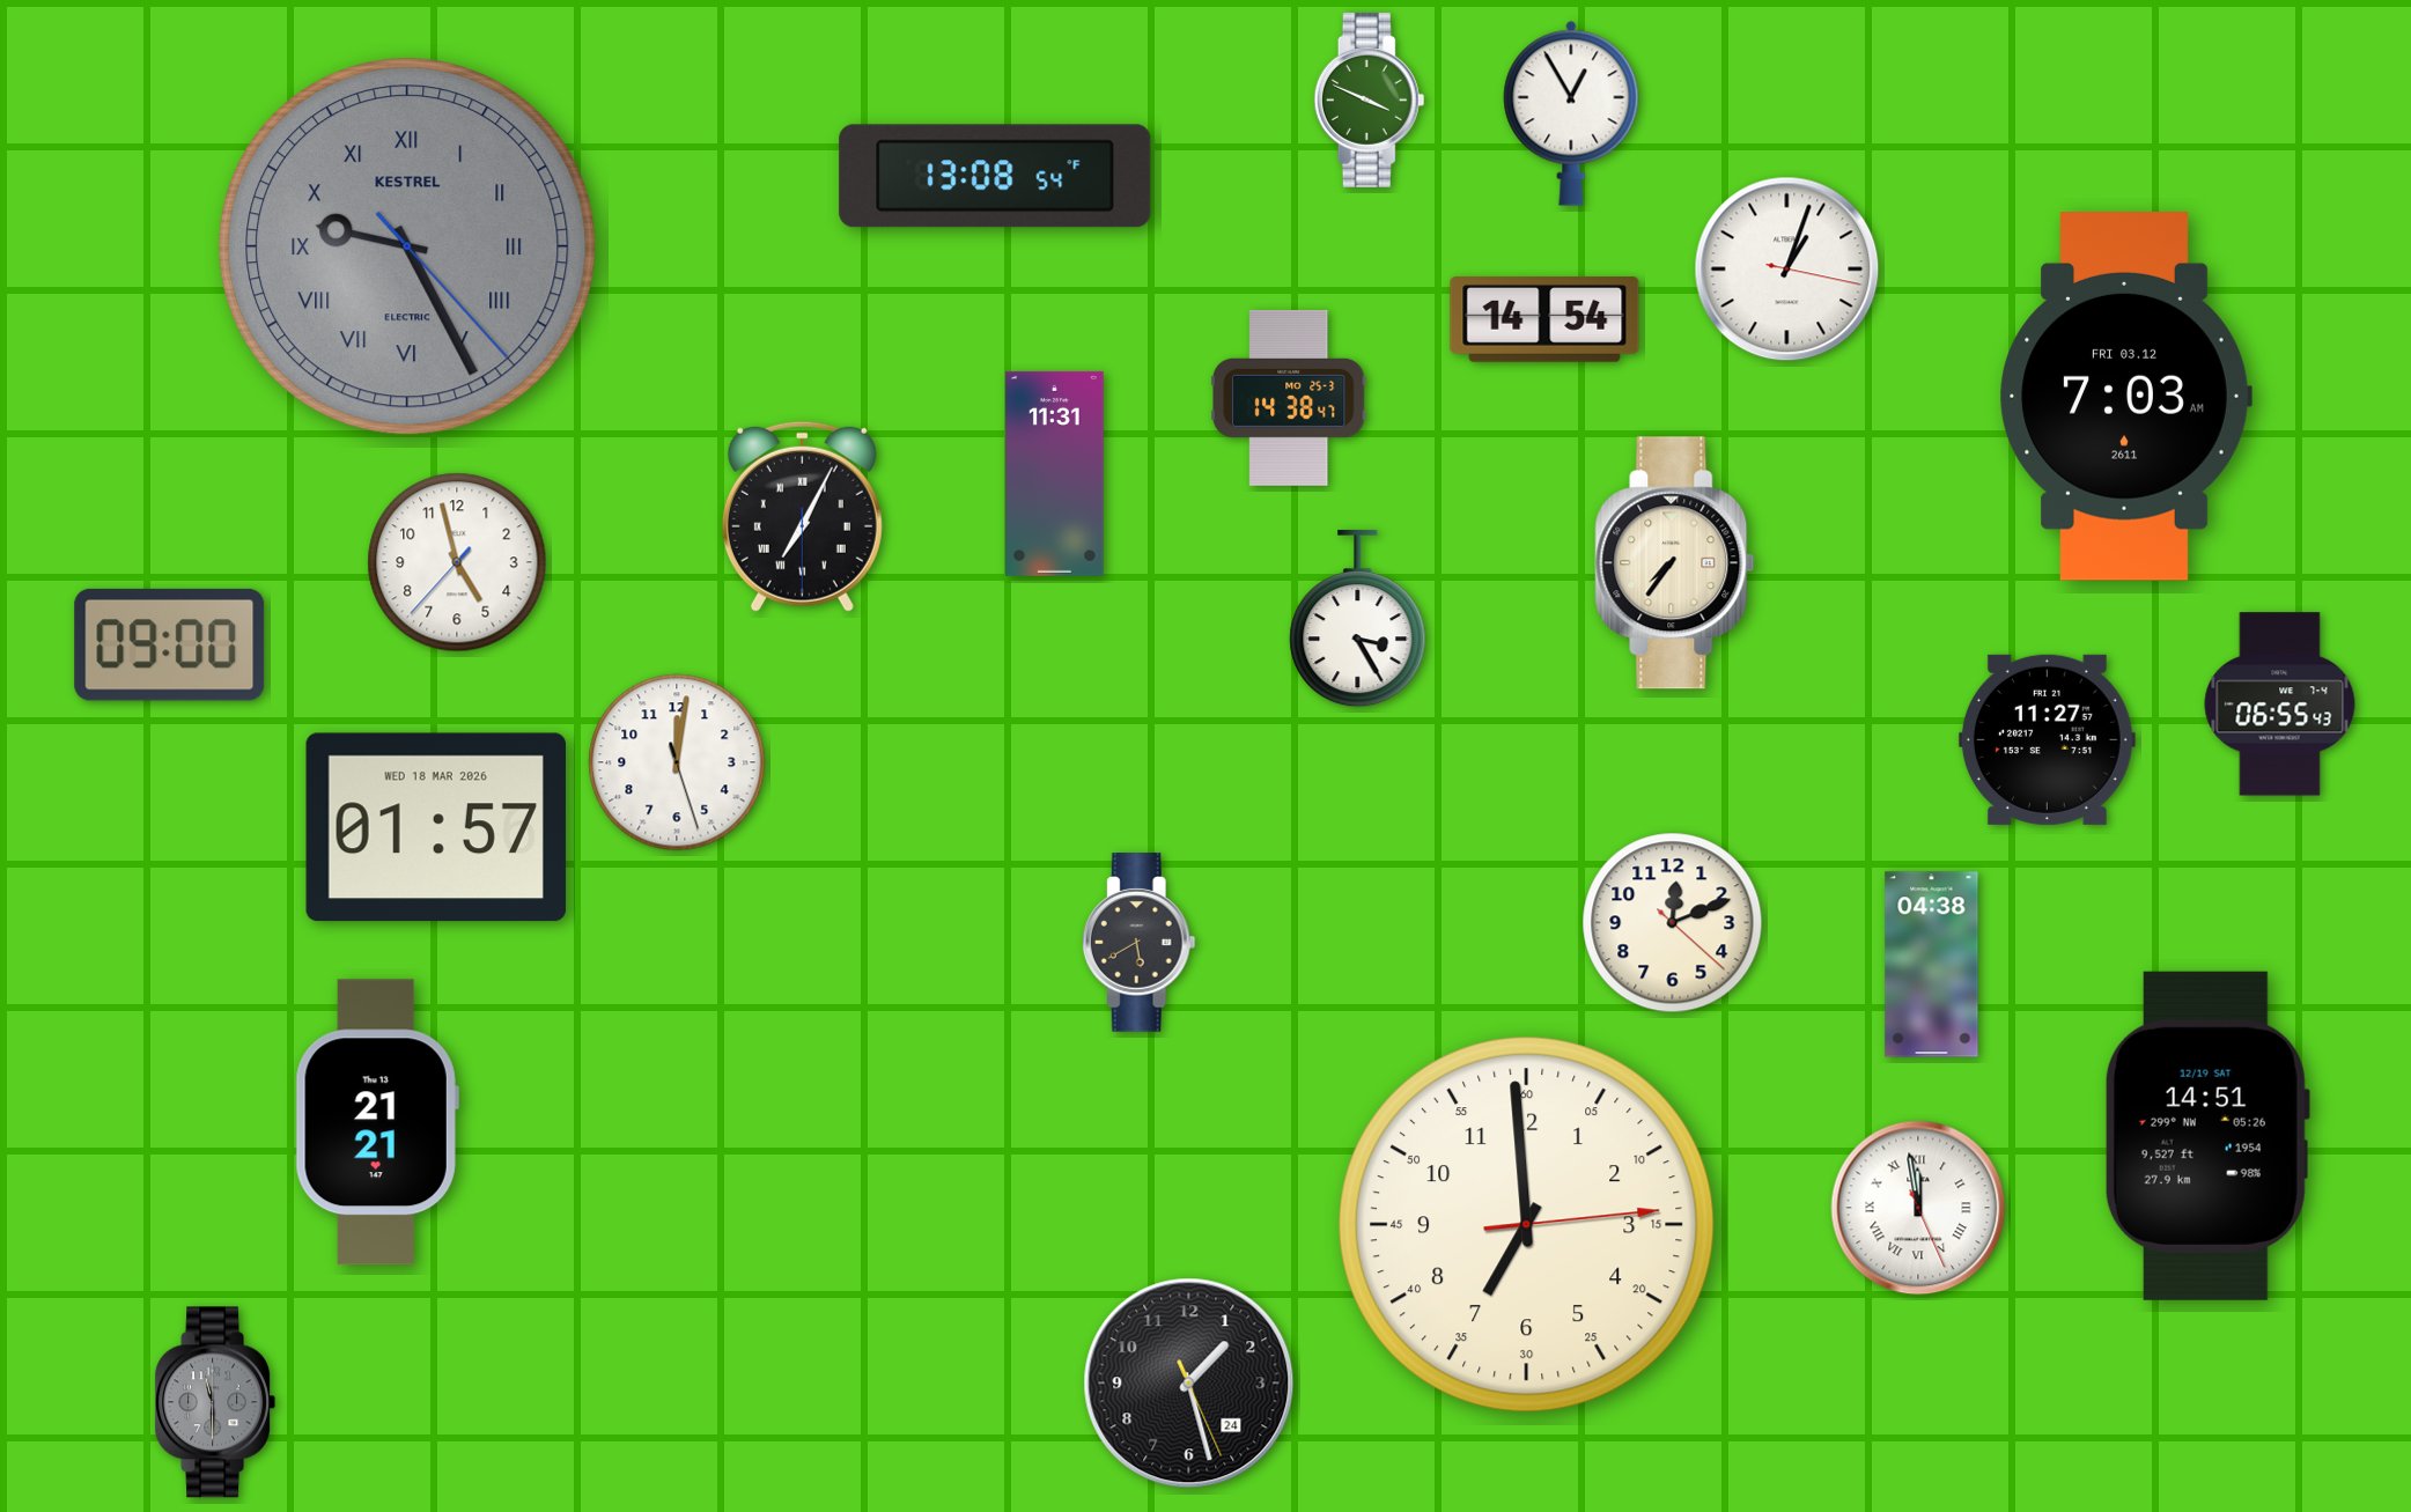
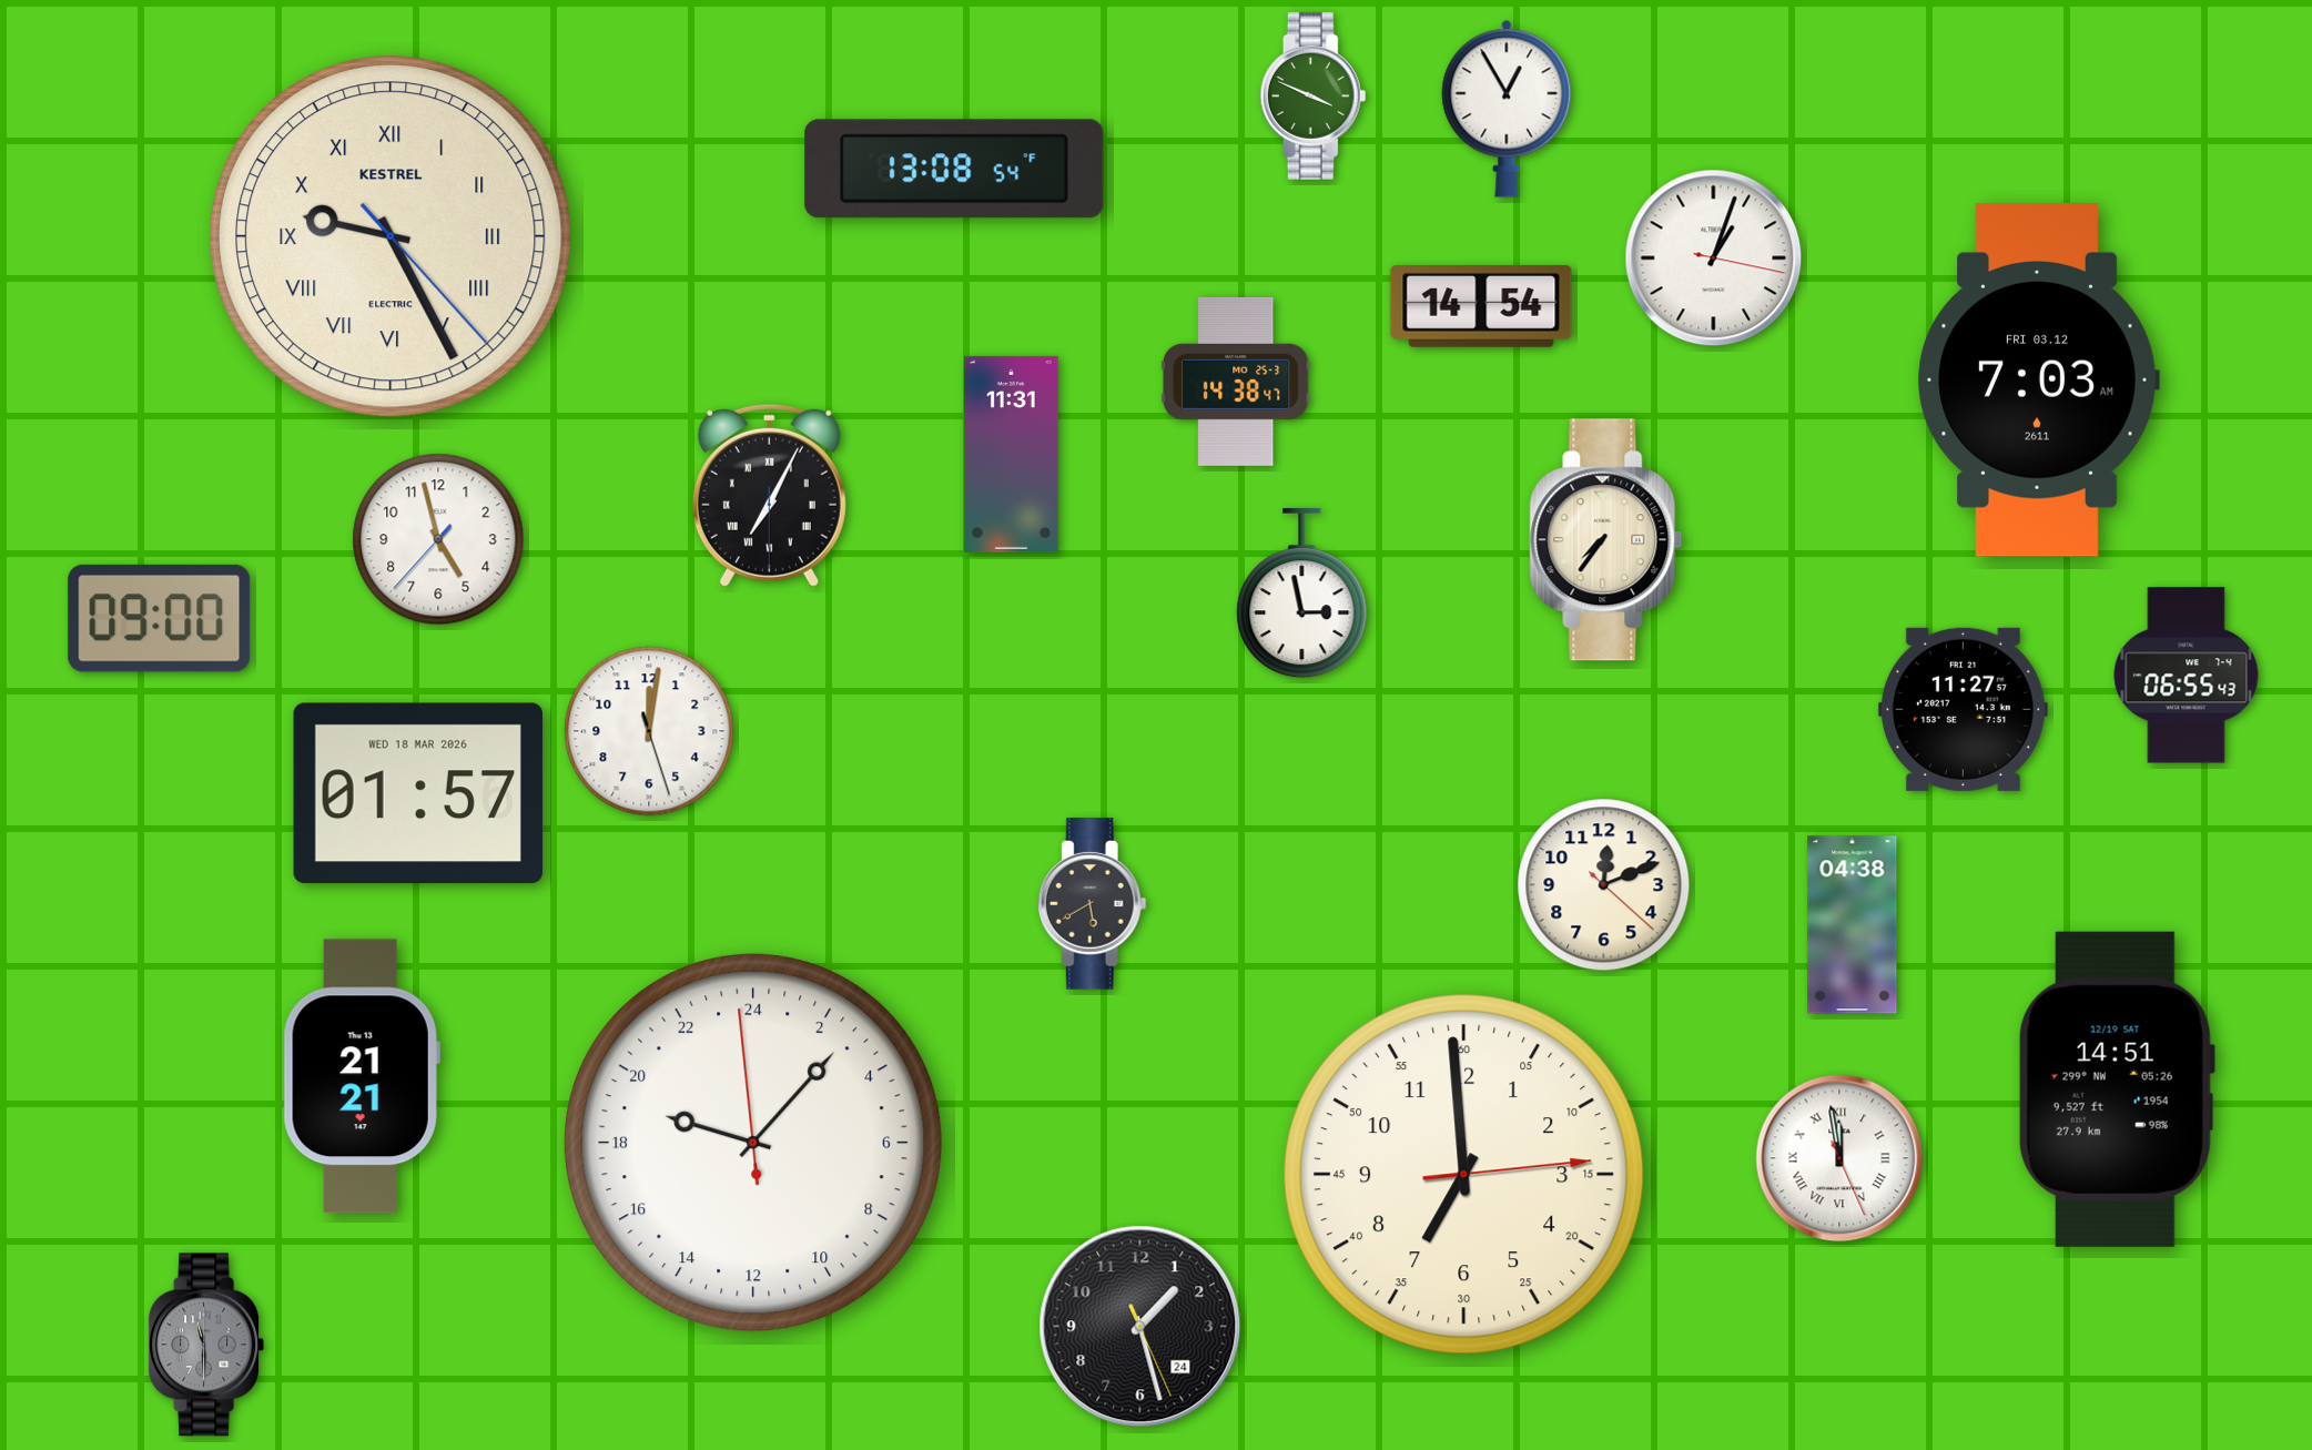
clock at (407, 246) dial: grey -> cream
clock at (1358, 619): 3:25 -> 2:58
clock at (170, 644) position: (170, 644) -> (160, 618)
clock at (753, 1143): none -> 19:06
